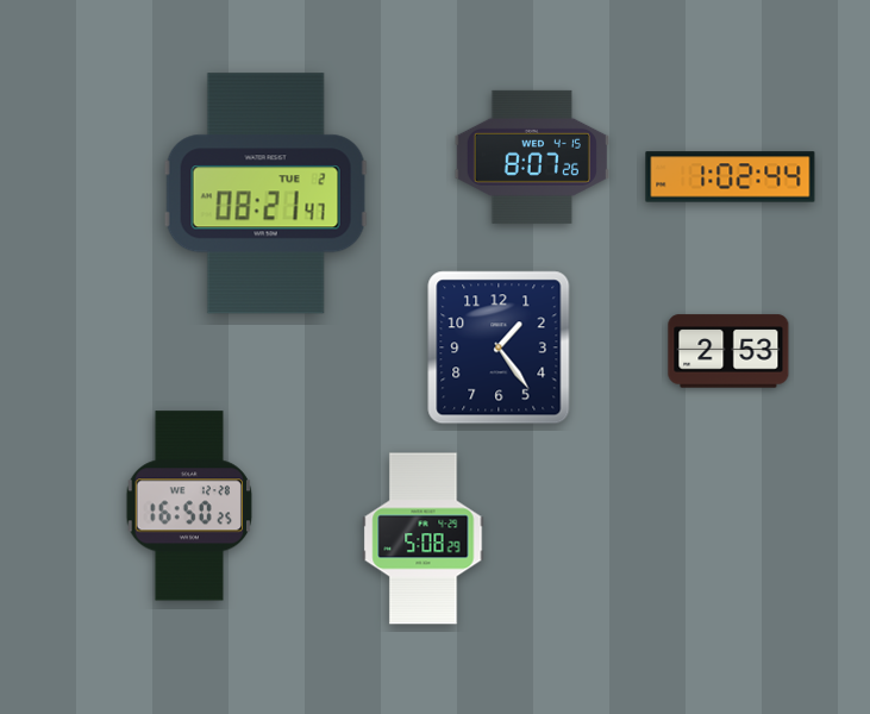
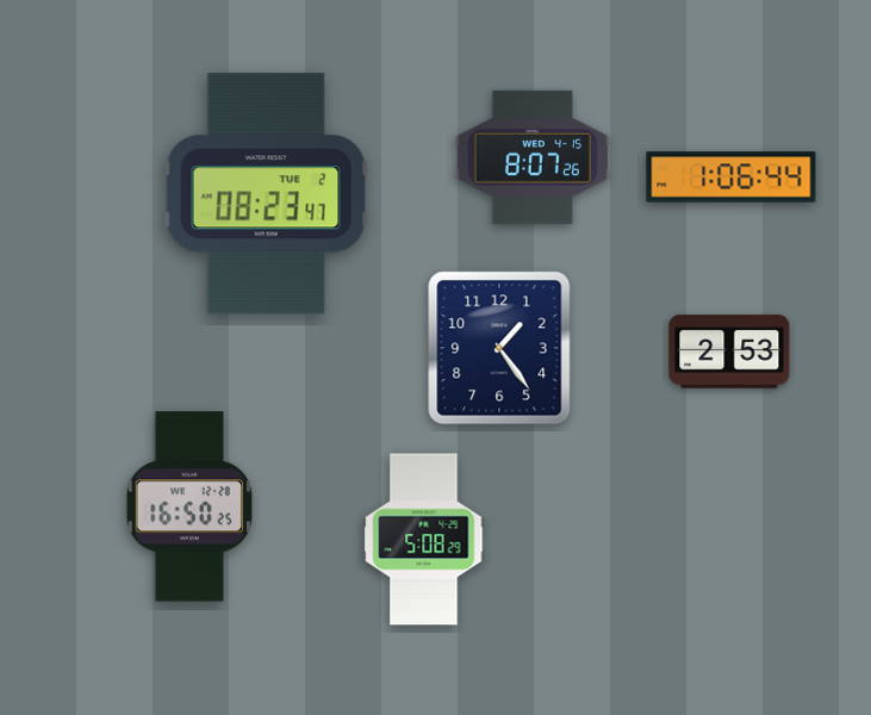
clock at (731, 177): 1:02 -> 1:06
clock at (265, 194): 08:21 -> 08:23
